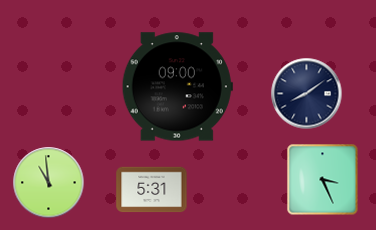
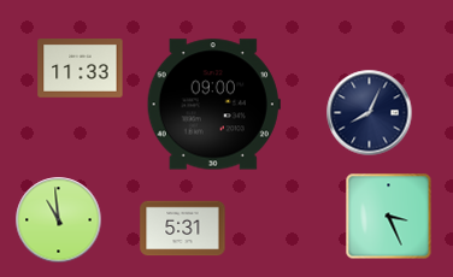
clock at (81, 69): none -> 11:33
clock at (307, 94): 8:09 -> 8:04
